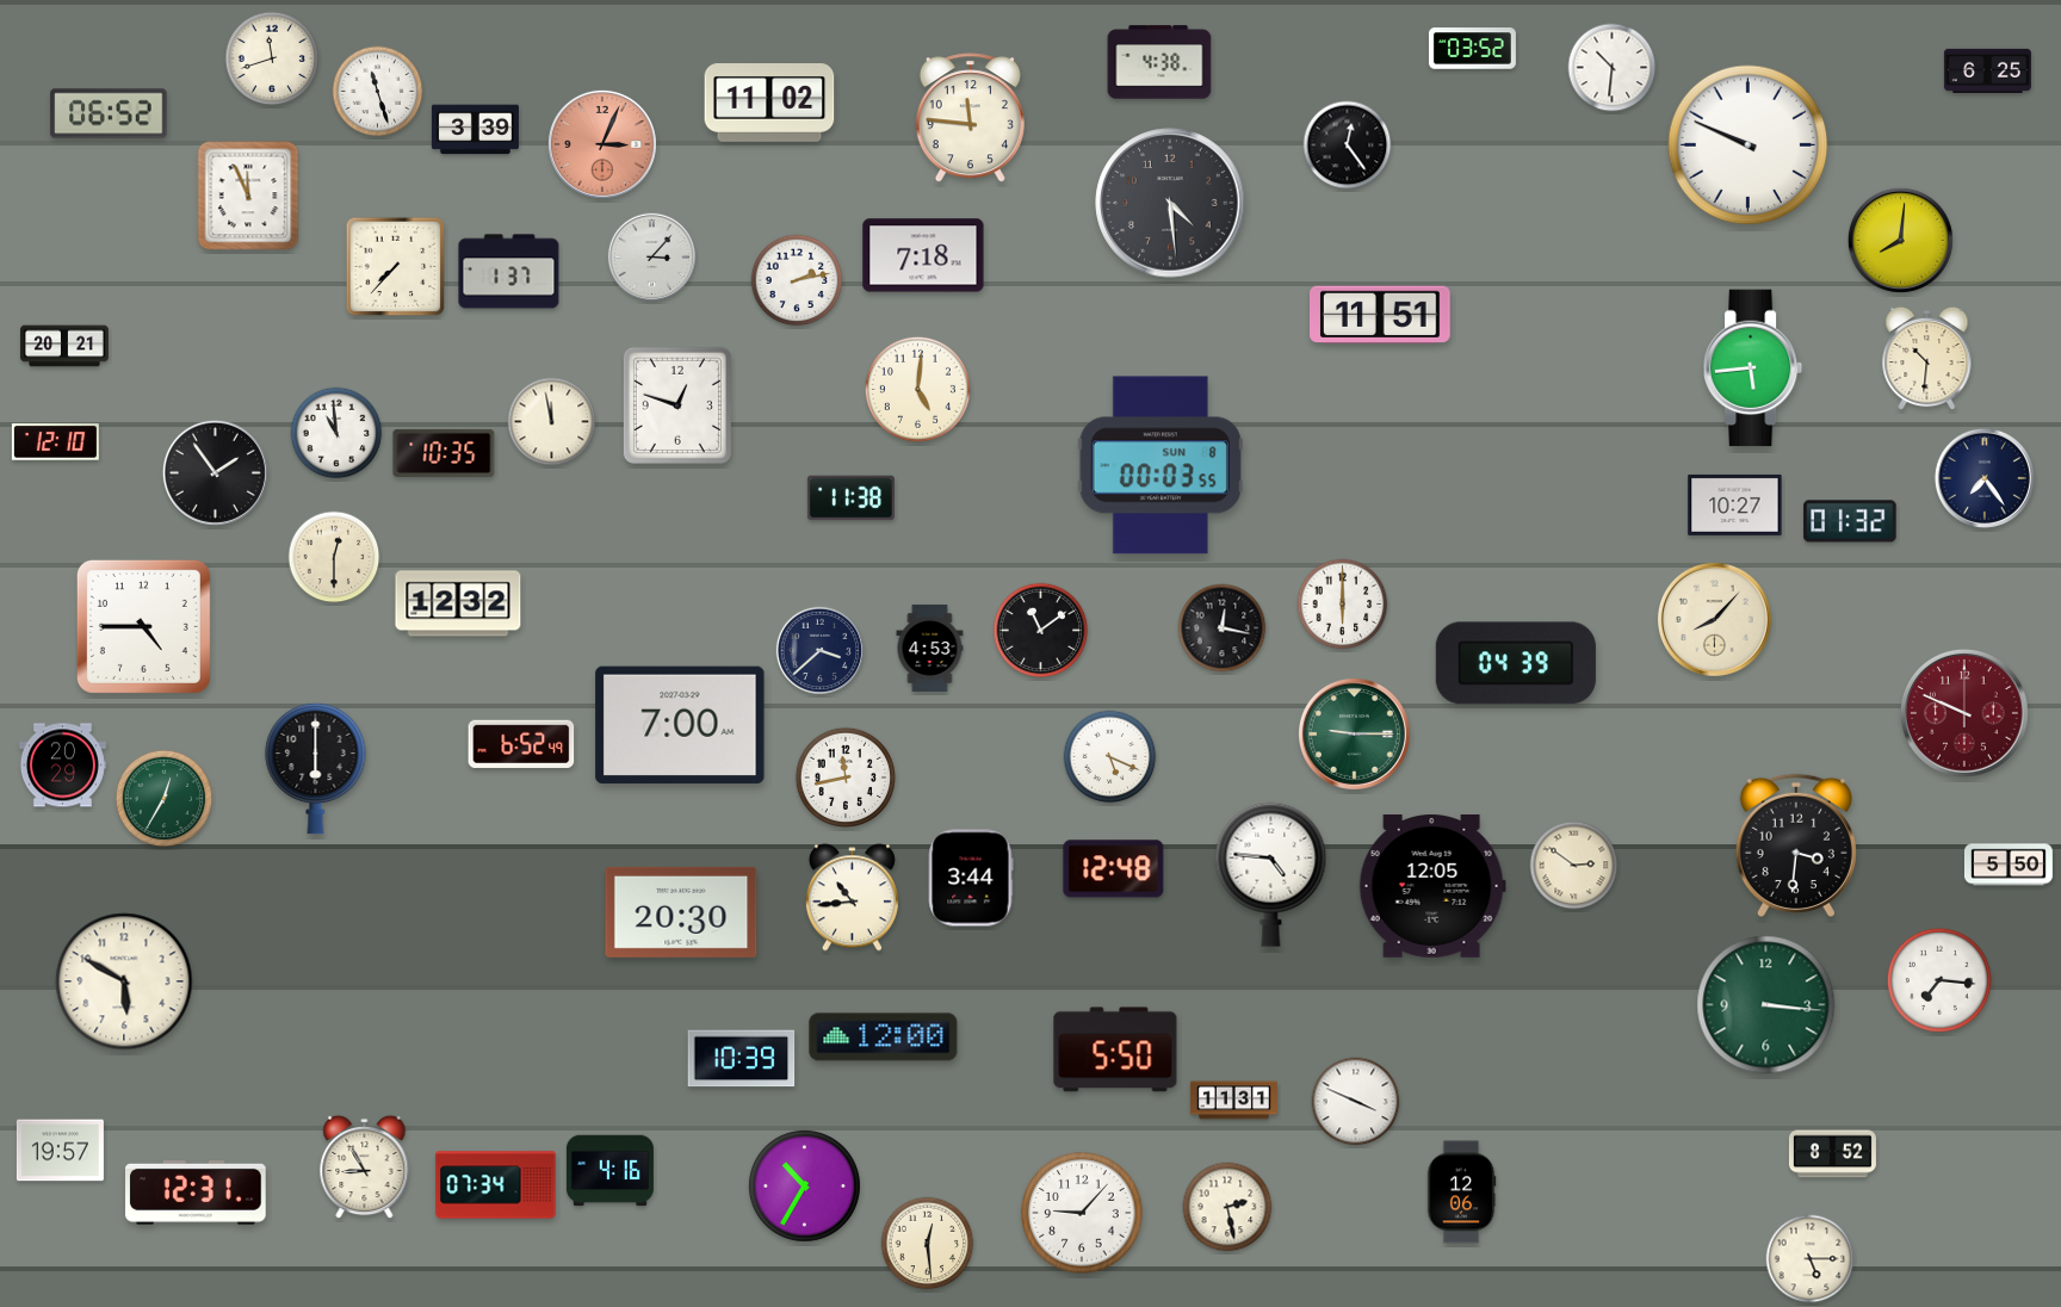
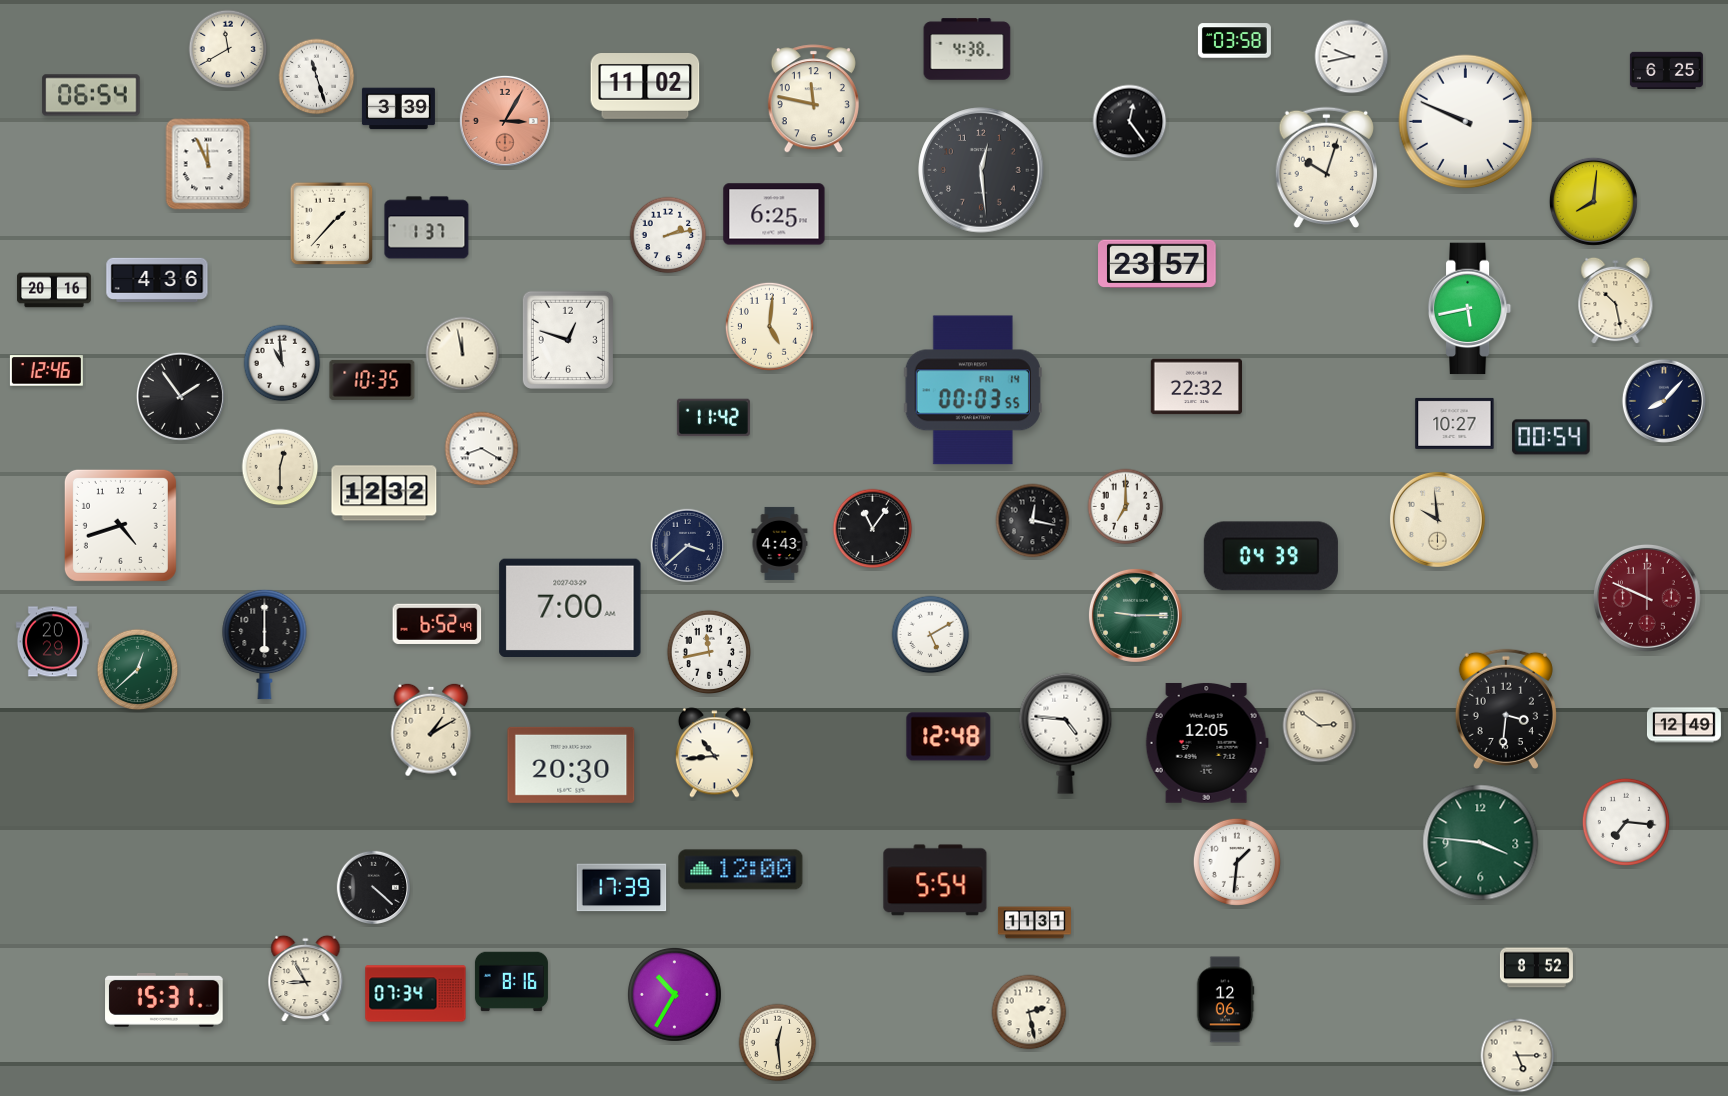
clock at (1472, 49): 03:52 -> 03:58
clock at (272, 58): 11:42 -> 11:40
clock at (1159, 62) position: (1159, 62) -> (967, 49)
clock at (1613, 68): 10:31 -> 9:43
clock at (1987, 70) position: (1987, 70) -> (1666, 70)
clock at (109, 113): 06:52 -> 06:54
clock at (970, 118): 11:46 -> 11:47
clock at (602, 144): 3:04 -> 3:05
clock at (1326, 168): none -> 10:03
clock at (1170, 203): 4:29 -> 12:29
clock at (923, 255): 7:18 -> 6:25
clock at (651, 256): 3:07 -> none
clock at (396, 267): 7:37 -> 1:37
clock at (1380, 314): 11:51 -> 23:57
clock at (157, 280): none -> 4:36
clock at (66, 346): 20:21 -> 20:16
clock at (1927, 359): 10:31 -> 10:28
clock at (1753, 368): 5:44 -> 5:43
clock at (55, 442): 12:10 -> 12:46
clock at (1196, 387): none -> 22:32
clock at (1161, 465) date: SUN 8 -> FRI 14
clock at (1985, 478): 7:24 -> 8:07
clock at (850, 498): 11:38 -> 11:42
clock at (1850, 521): 01:32 -> 00:54
clock at (482, 449): none -> 8:20
clock at (458, 603) position: (458, 603) -> (384, 493)
clock at (1343, 605): 6:00 -> 7:00
clock at (1714, 619): 8:07 -> 9:59
clock at (143, 626): 4:45 -> 4:42
clock at (1223, 628) position: (1223, 628) -> (1033, 521)
clock at (1041, 631): 11:09 -> 11:06
clock at (930, 648): 4:53 -> 4:43
clock at (1110, 757): 5:19 -> 5:10
clock at (165, 799): 12:35 -> 12:38
clock at (2009, 865): 5:50 -> 12:49
clock at (1114, 869) position: (1114, 869) -> (949, 737)
clock at (431, 730): none -> 1:10
clock at (971, 878): 3:44 -> none
clock at (1432, 886) position: (1432, 886) -> (1207, 743)
clock at (124, 981): 5:50 -> none
clock at (1766, 1005): 3:16 -> 3:46
clock at (1237, 862): none -> 1:31
clock at (1115, 1049): 5:50 -> 5:54
clock at (373, 887): none -> 4:22
clock at (742, 1059): 10:39 -> 17:39
clock at (1356, 1102): 3:49 -> none
clock at (60, 1151): 19:57 -> none
clock at (609, 1171): 4:16 -> 8:16
clock at (196, 1193): 12:31 -> 15:31
clock at (1082, 1213): 9:07 -> none
